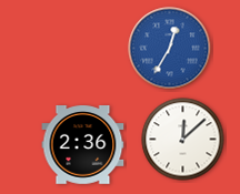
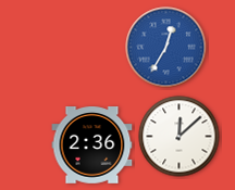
clock at (83, 145) position: (83, 145) -> (92, 145)
